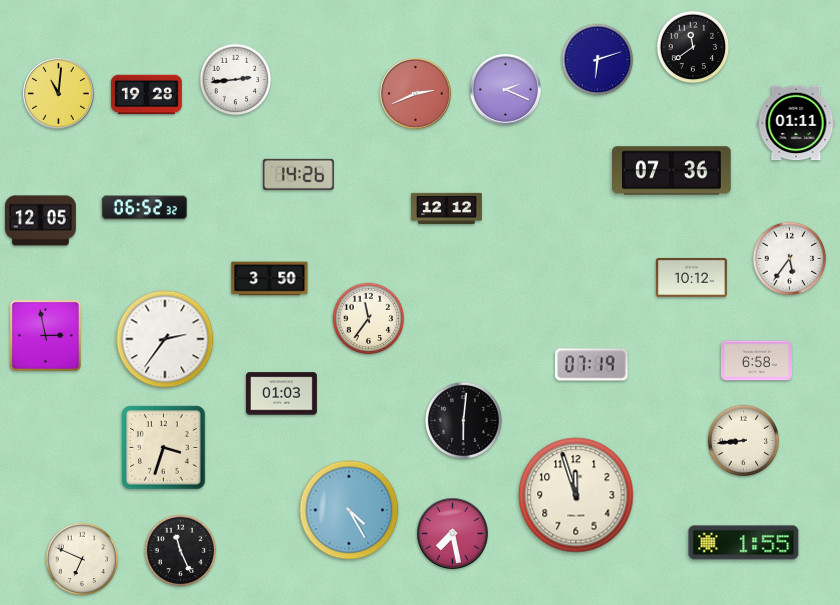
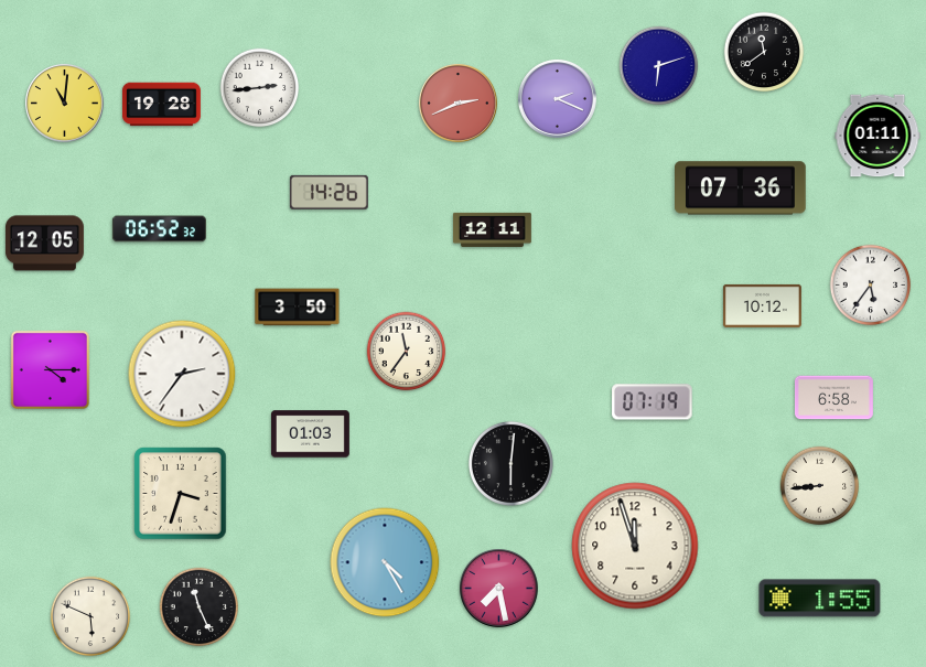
clock at (446, 208): 12:12 -> 12:11
clock at (45, 335): 2:58 -> 4:15
clock at (82, 559): 6:49 -> 5:49
